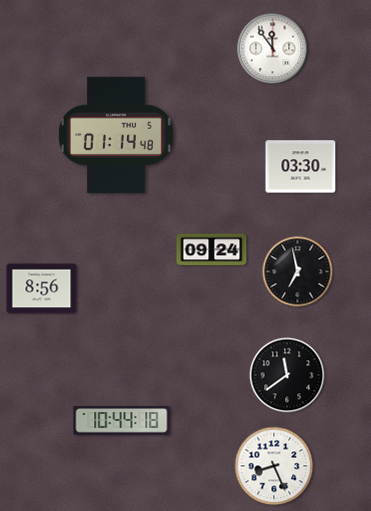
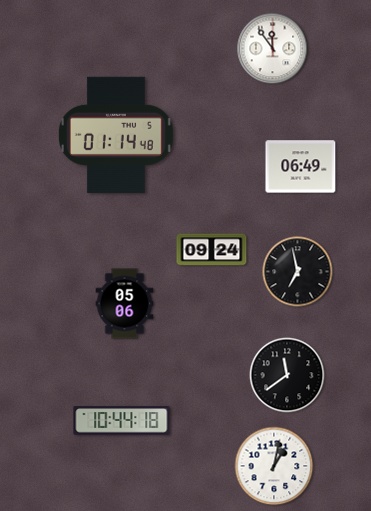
clock at (301, 167): 03:30 -> 06:49
clock at (42, 289): 8:56 -> none
clock at (125, 304): none -> 05:06
clock at (274, 466): 8:26 -> 1:02
